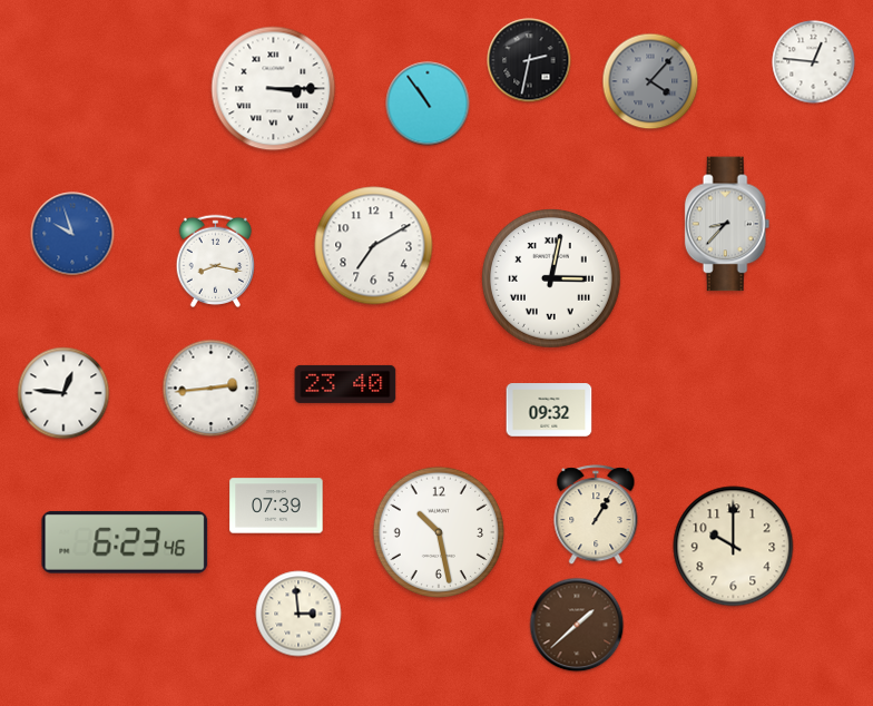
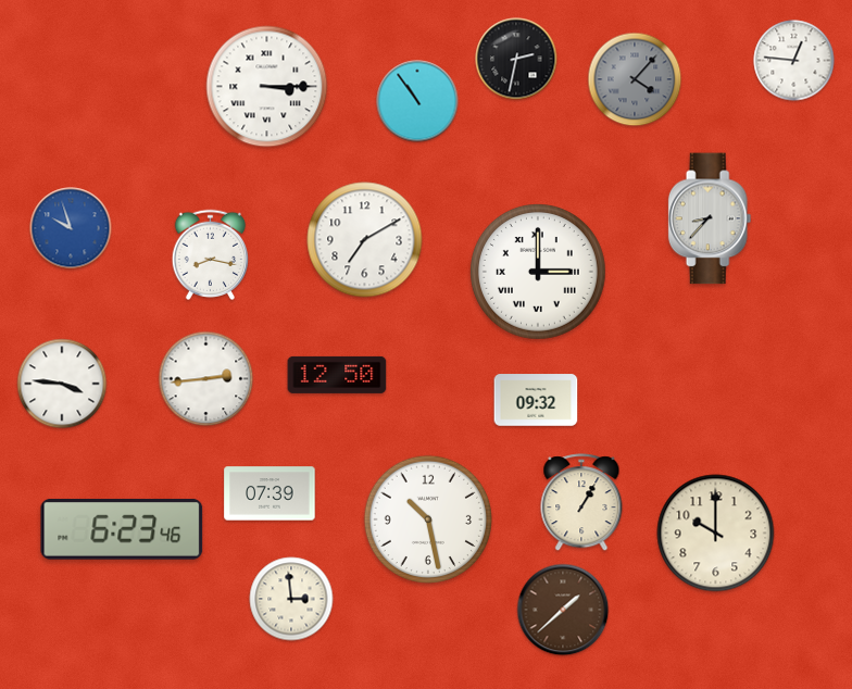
clock at (552, 280): 3:02 -> 3:00
clock at (345, 384): 23:40 -> 12:50
clock at (63, 393): 12:46 -> 3:46
